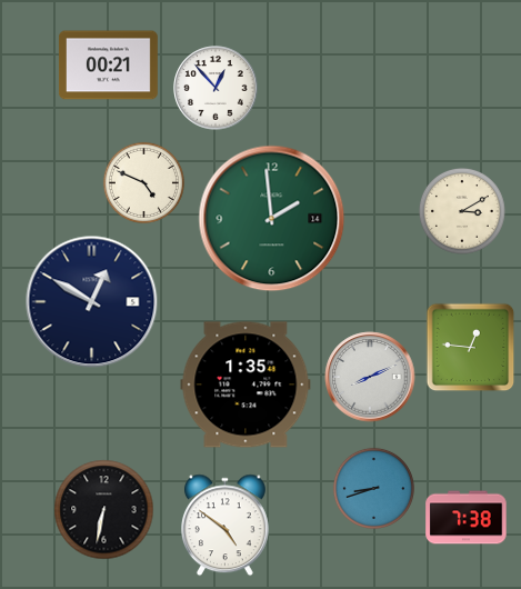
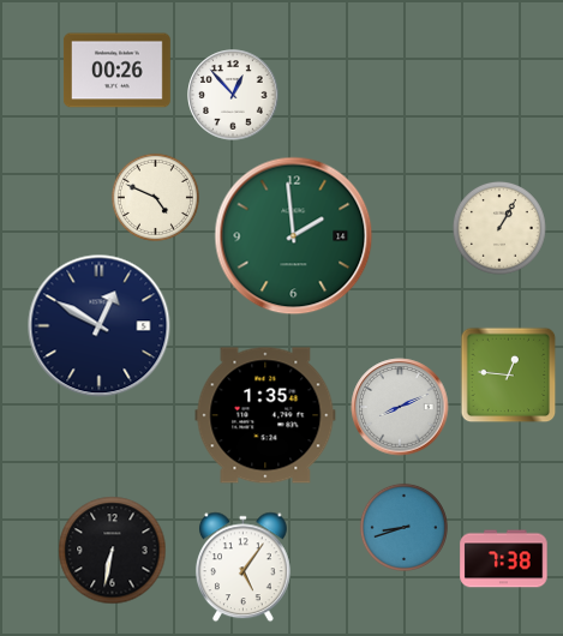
clock at (108, 66): 00:21 -> 00:26
clock at (462, 211): 3:10 -> 1:05
clock at (224, 526): 4:51 -> 5:06
